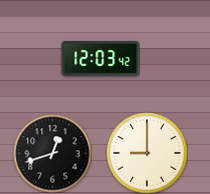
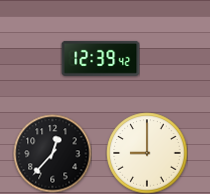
clock at (100, 58): 12:03 -> 12:39
clock at (52, 153): 12:42 -> 12:37
